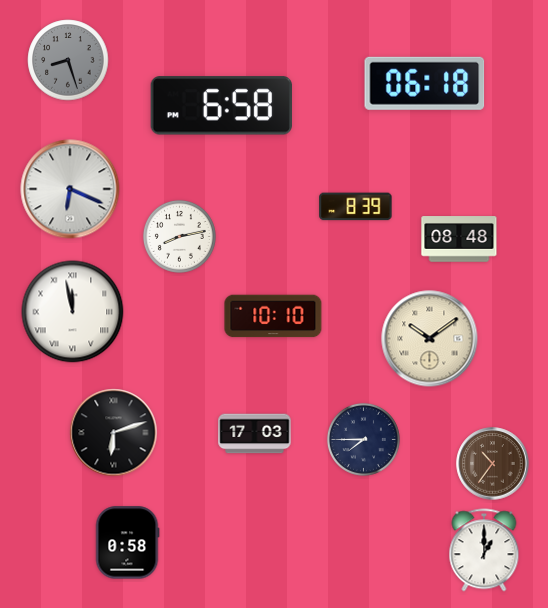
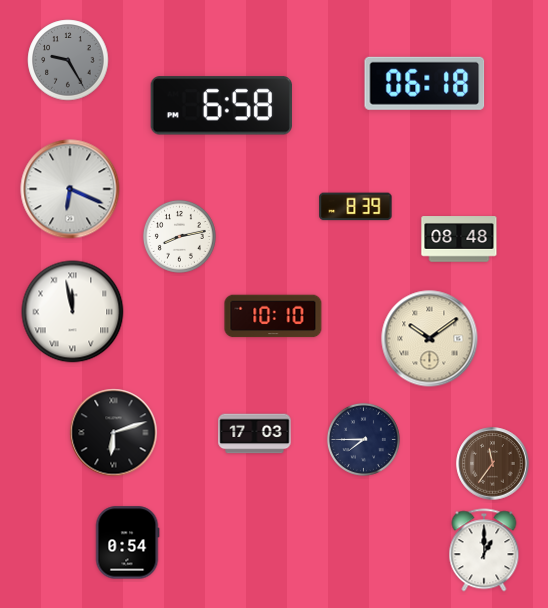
clock at (68, 60): 8:27 -> 9:25
clock at (493, 464): 10:36 -> 11:36
clock at (127, 543): 0:58 -> 0:54
